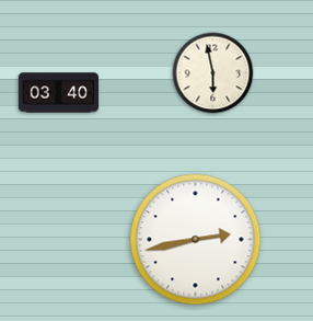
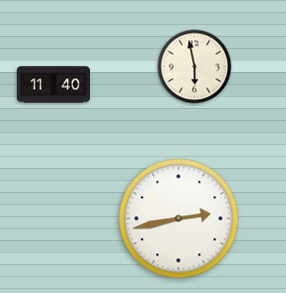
clock at (58, 93): 03:40 -> 11:40
